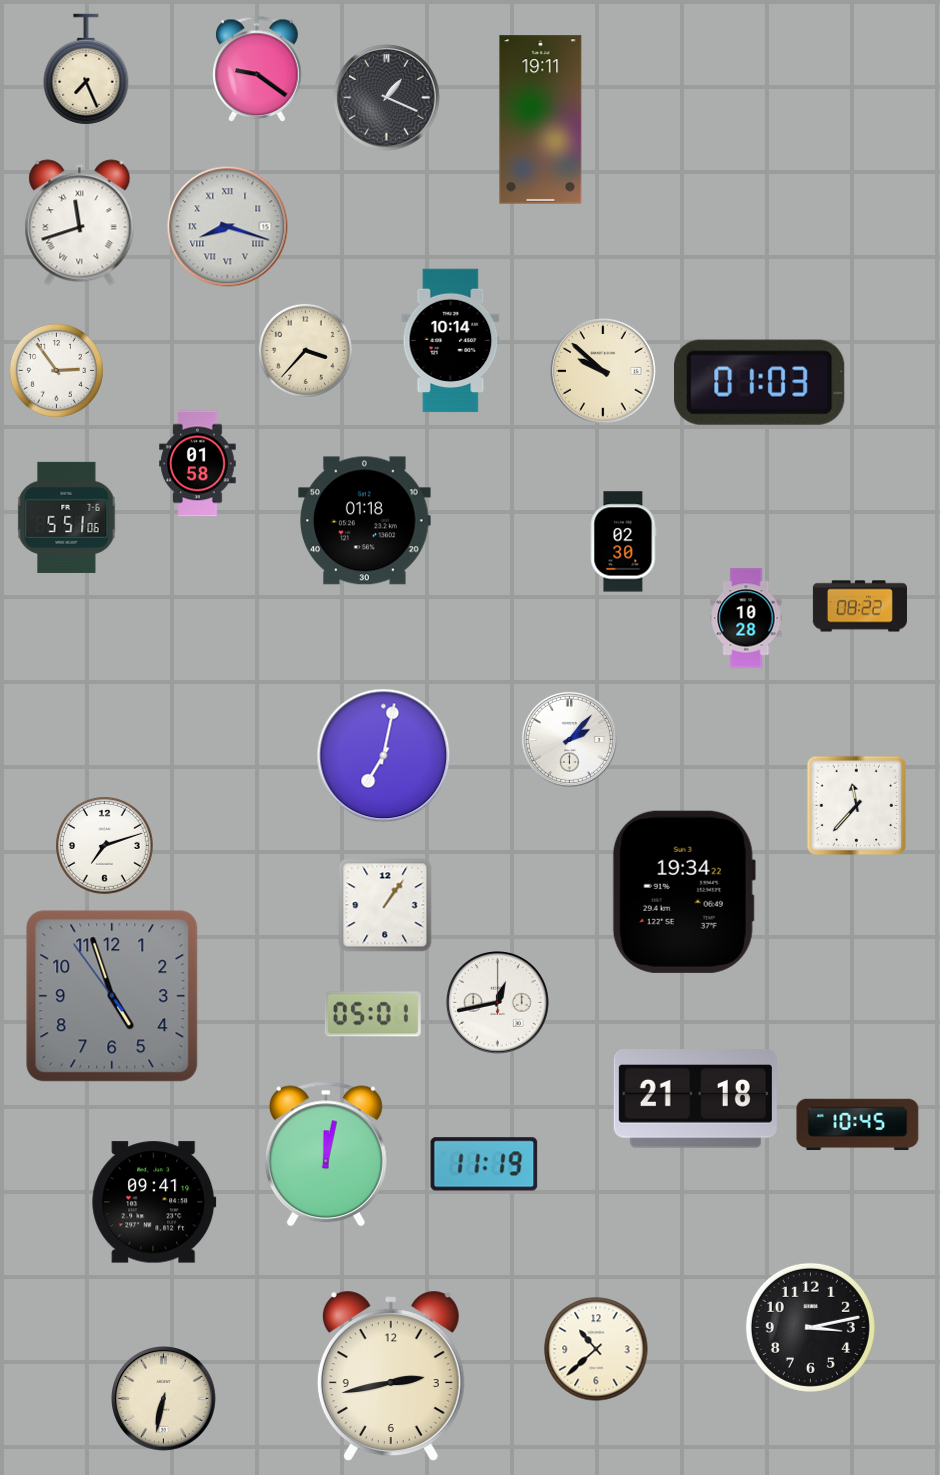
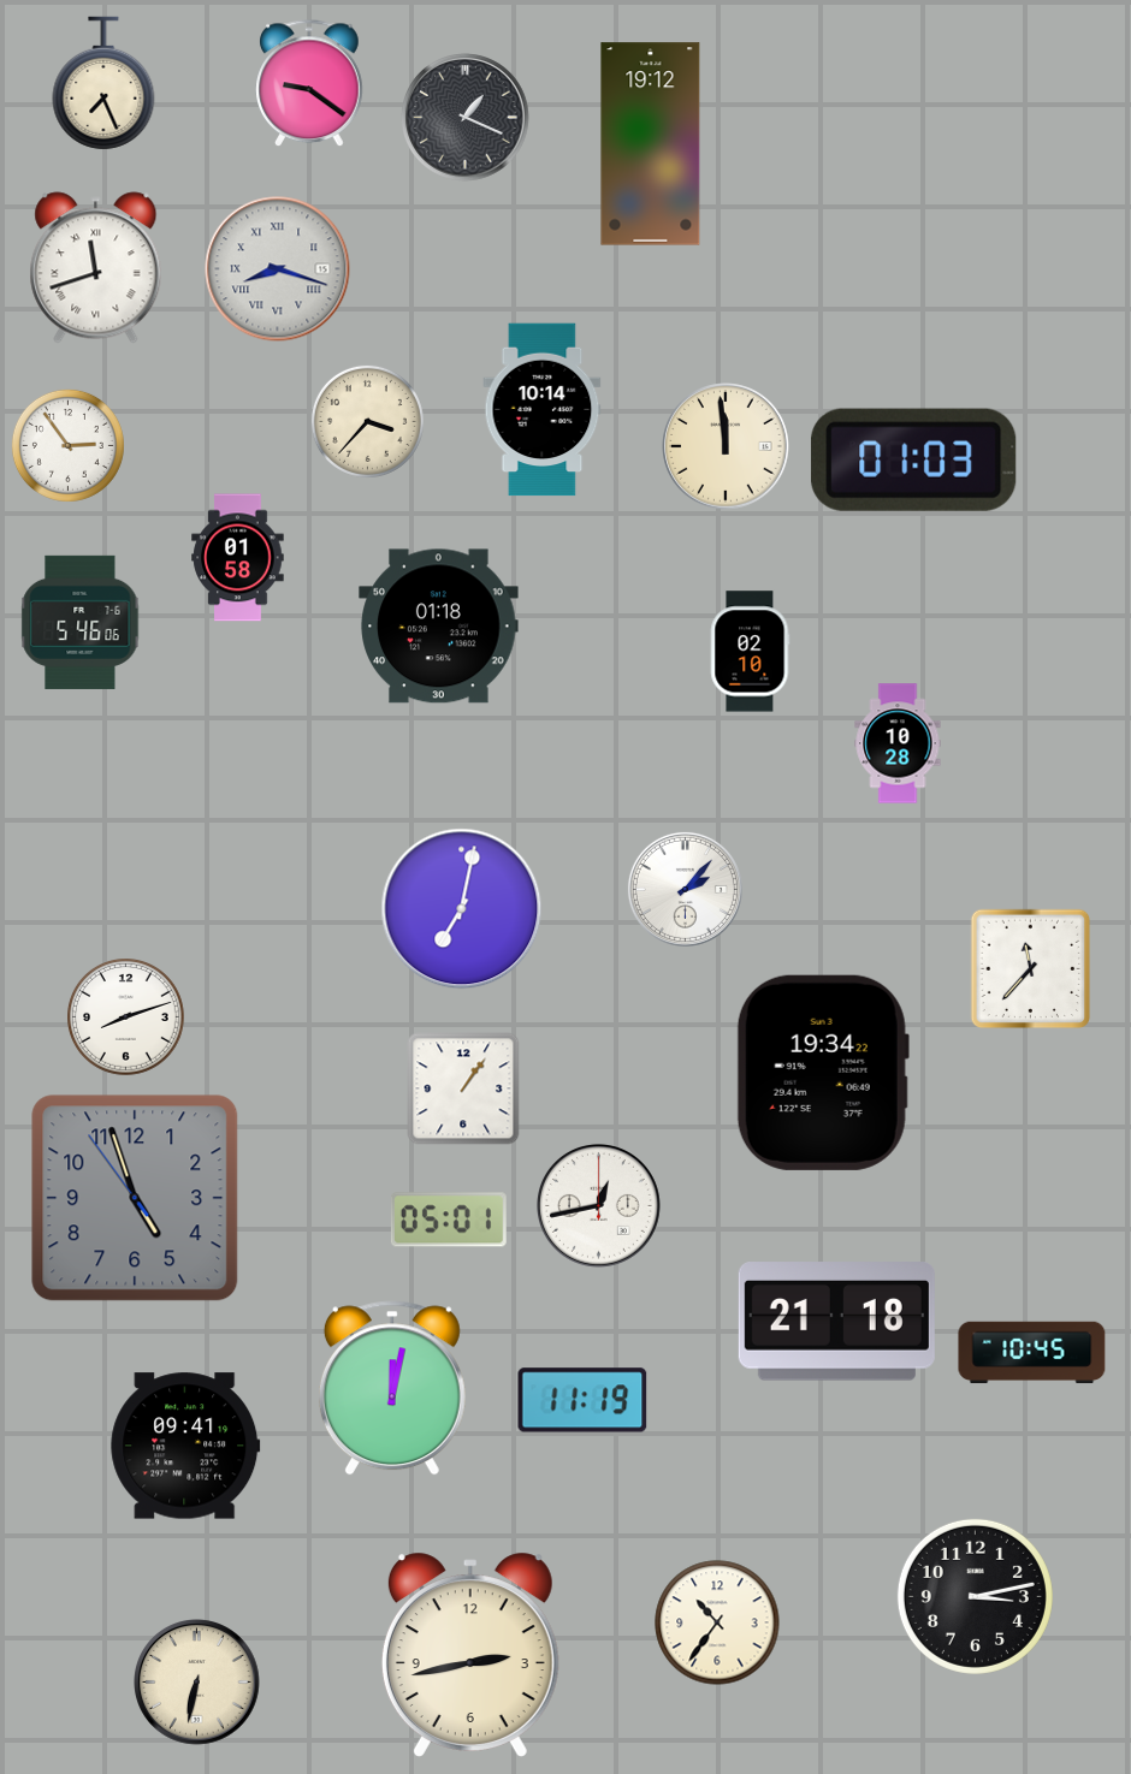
clock at (541, 120): 19:11 -> 19:12
clock at (228, 227) position: (228, 227) -> (278, 269)
clock at (603, 371): 9:52 -> 11:59
clock at (67, 517): 5:51 -> 5:46
clock at (623, 542): 02:30 -> 02:10
clock at (860, 606): 08:22 -> none
clock at (105, 846): 7:12 -> 8:12
clock at (596, 1349): 10:38 -> 10:36
